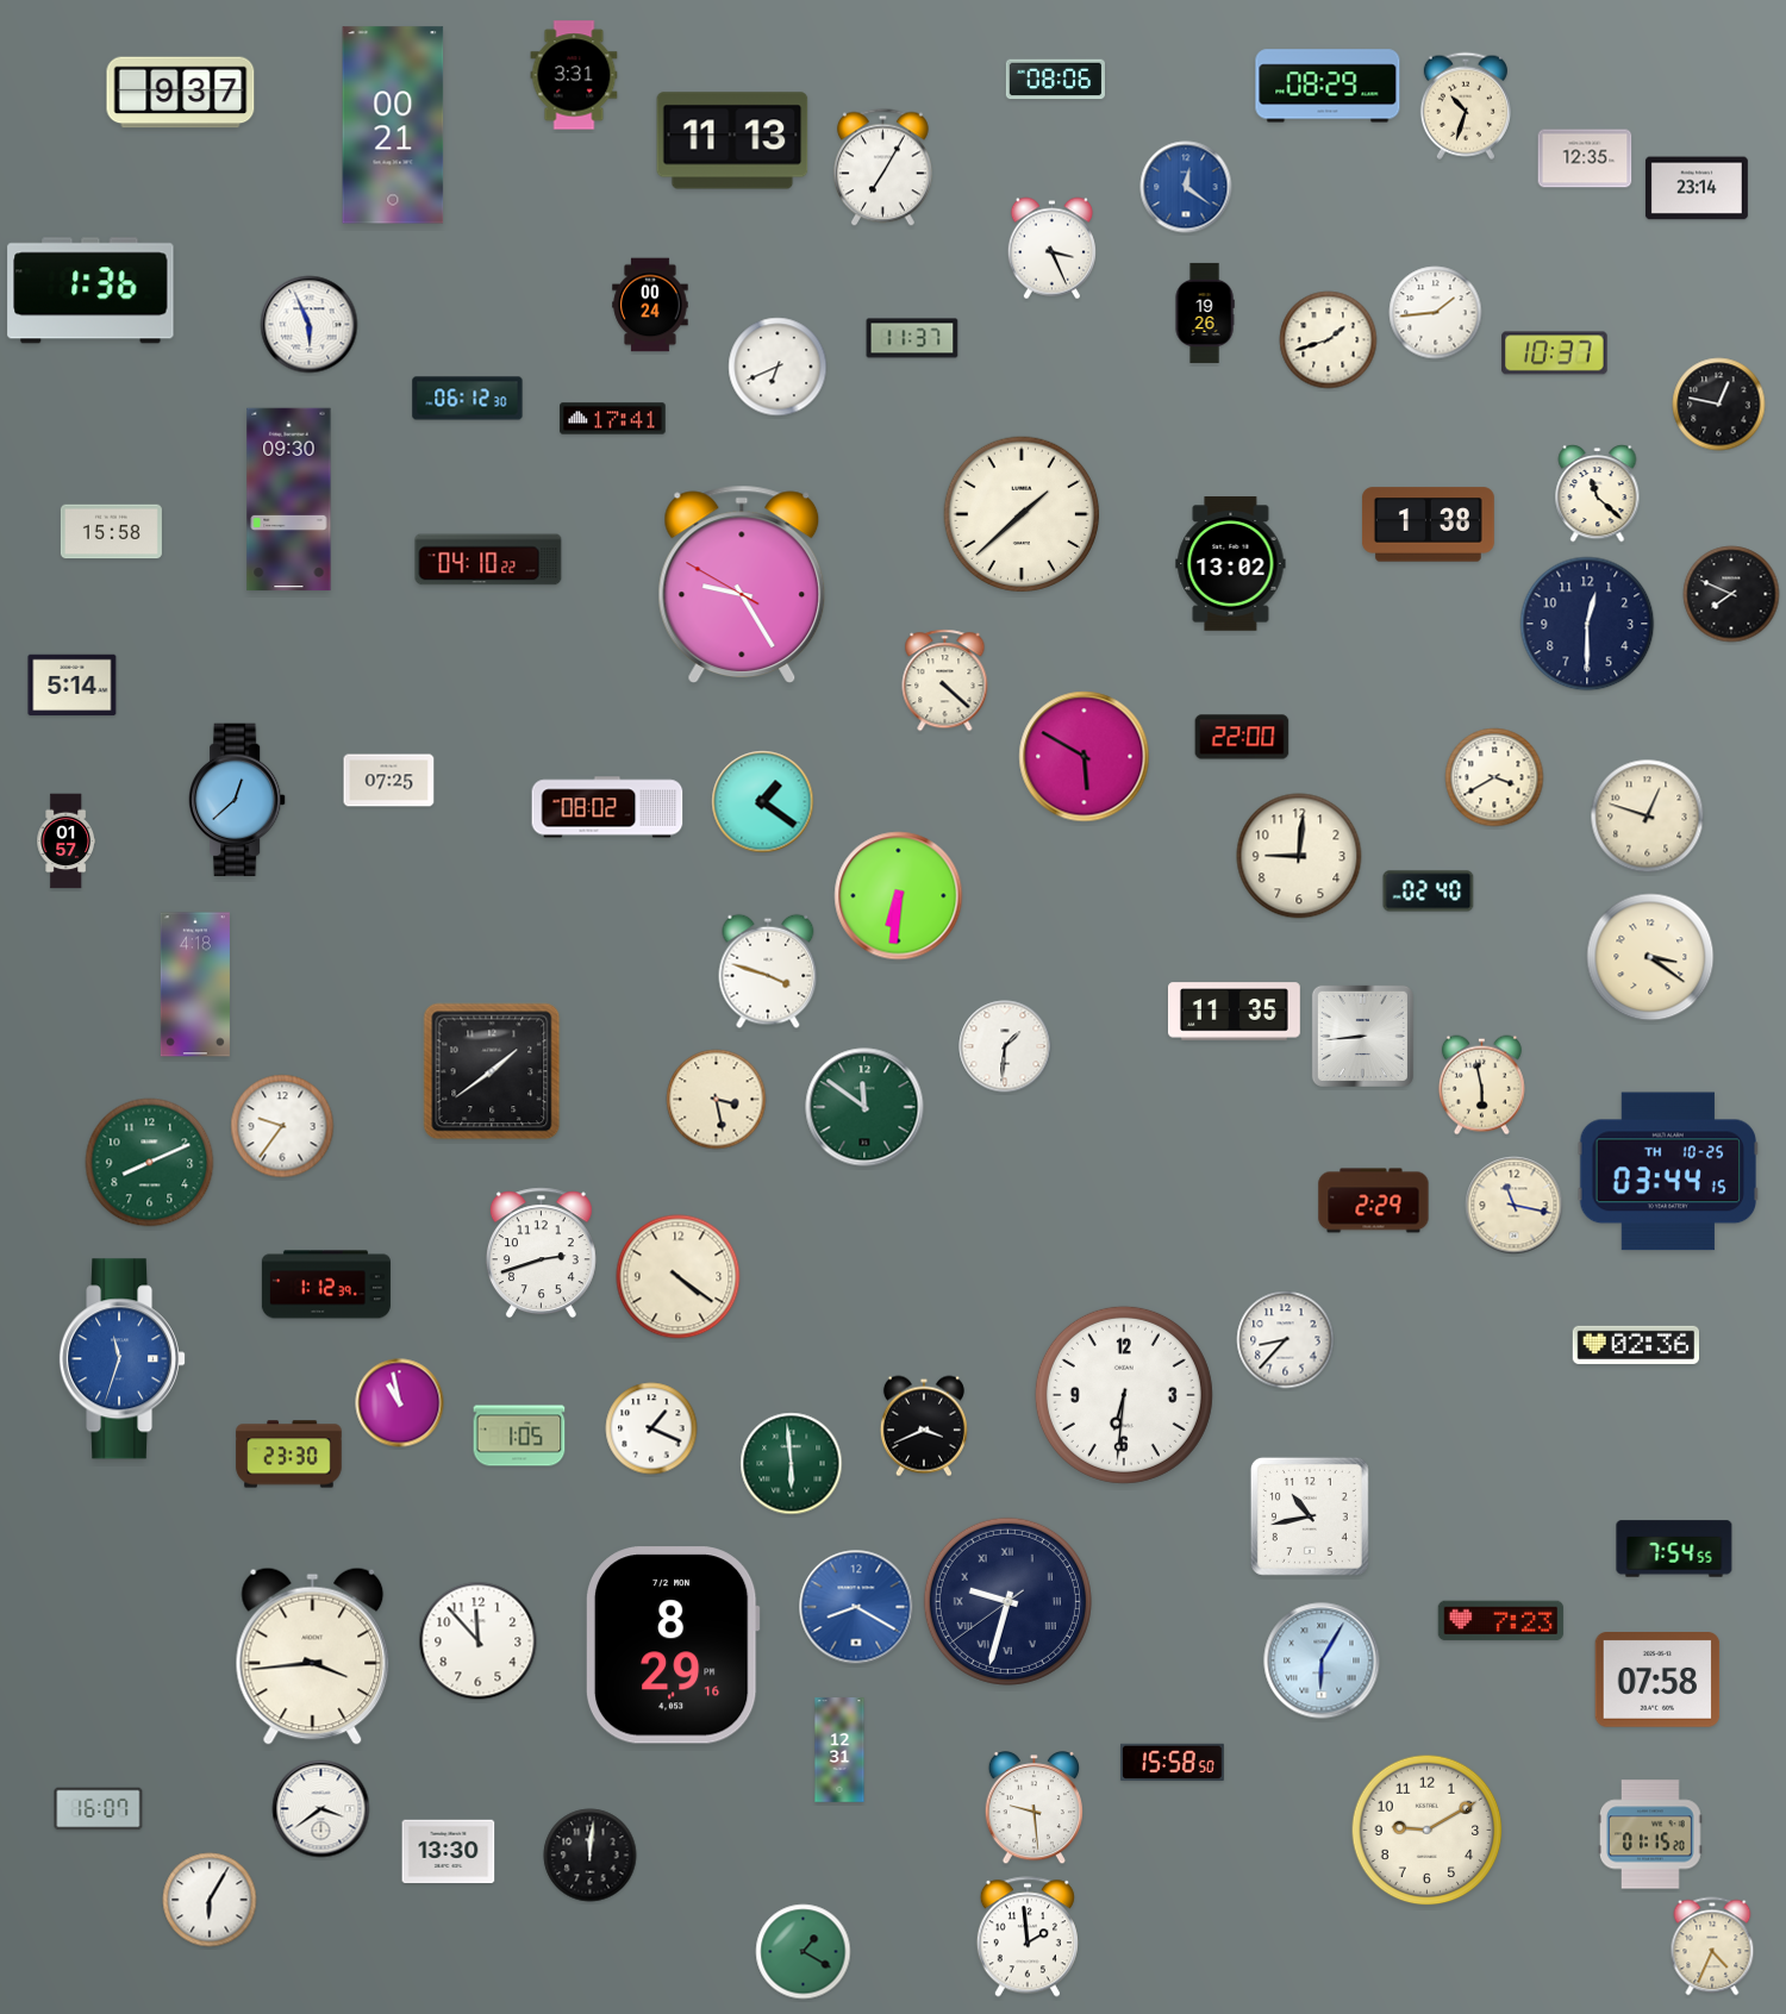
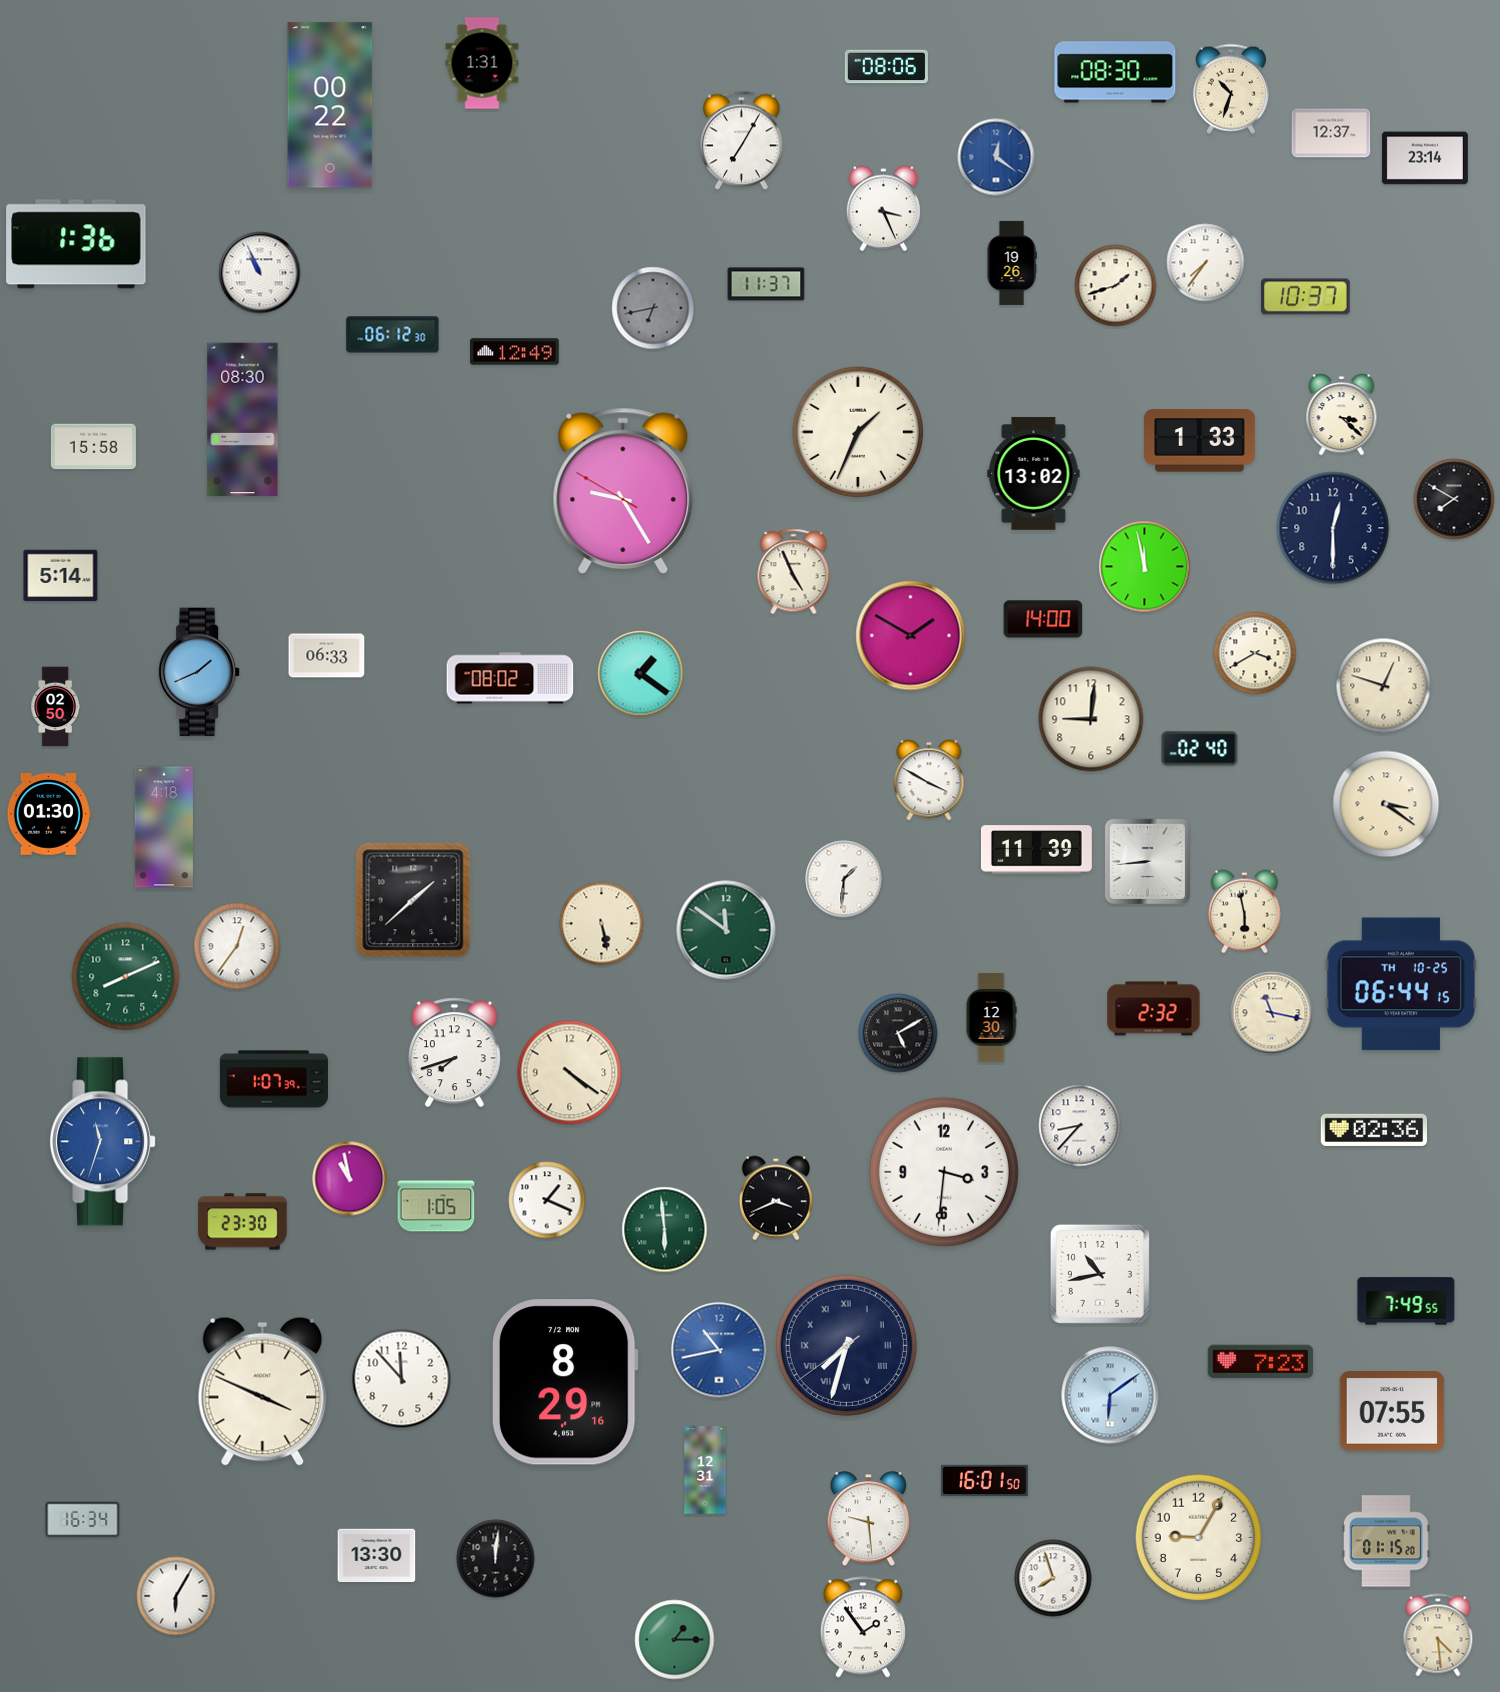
clock at (574, 75): 3:31 -> 1:31
clock at (1328, 86): 08:29 -> 08:30
clock at (181, 93): 9:37 -> none
clock at (393, 125): 00:21 -> 00:22
clock at (732, 140): 11:13 -> none
clock at (1585, 158): 12:35 -> 12:37
clock at (650, 305): 00:24 -> none
clock at (1436, 313): 1:44 -> 7:36
clock at (310, 325): 5:56 -> 10:56
clock at (778, 367): 6:41 -> 6:43
clock at (778, 367) dial: white -> grey
clock at (1719, 405): 12:47 -> none
clock at (613, 419): 17:41 -> 12:49
clock at (1598, 494): 11:22 -> 3:22
clock at (289, 500): 09:30 -> 08:30
clock at (1022, 514): 1:38 -> 1:34
clock at (1428, 525): 1:38 -> 1:33
clock at (488, 559): 04:10 -> none
clock at (1731, 594): 7:49 -> 7:50
clock at (1587, 624) position: (1587, 624) -> (1333, 528)
clock at (1145, 567): none -> 11:58
clock at (945, 681): 4:22 -> 4:56
clock at (1242, 737): 22:00 -> 14:00
clock at (1085, 757): 5:50 -> 1:50
clock at (389, 781): 07:25 -> 06:33
clock at (238, 800): 12:38 -> 1:41
clock at (65, 842): 01:57 -> 02:50
clock at (899, 896): 6:31 -> none
clock at (929, 780): none -> 3:50
clock at (49, 815): none -> 01:30
clock at (768, 971): 3:48 -> none
clock at (1234, 1012): 11:35 -> 11:39
clock at (1362, 1036) position: (1362, 1036) -> (1147, 861)
clock at (492, 1071): 1:39 -> 1:38
clock at (717, 1100): 3:28 -> 5:28
clock at (282, 1126): 9:36 -> 12:36
clock at (1668, 1171): 03:44 -> 06:44
clock at (1374, 1201): 2:29 -> 2:32
clock at (991, 1018): none -> 12:30
clock at (898, 1033): none -> 5:10
clock at (541, 1253): 2:42 -> 7:42
clock at (326, 1284): 1:12 -> 1:07
clock at (1124, 1395): 6:31 -> 3:31
clock at (400, 1403) position: (400, 1403) -> (350, 1179)
clock at (1674, 1549): 7:54 -> 7:49
clock at (1007, 1601): 9:32 -> 7:32
clock at (856, 1607): 8:20 -> 10:43
clock at (313, 1656): 3:44 -> 3:49
clock at (1322, 1660): 6:05 -> 6:09
clock at (1657, 1681): 07:58 -> 07:55
clock at (1173, 1763): 15:58 -> 16:01
clock at (99, 1809): 16:07 -> 16:34
clock at (321, 1809): 3:39 -> none
clock at (1428, 1831): 9:10 -> 9:05
clock at (1053, 1578): none -> 7:57
clock at (1028, 1937): 1:59 -> 1:54
clock at (1712, 1946): 4:34 -> 4:29
clock at (804, 1952): 1:20 -> 1:15
